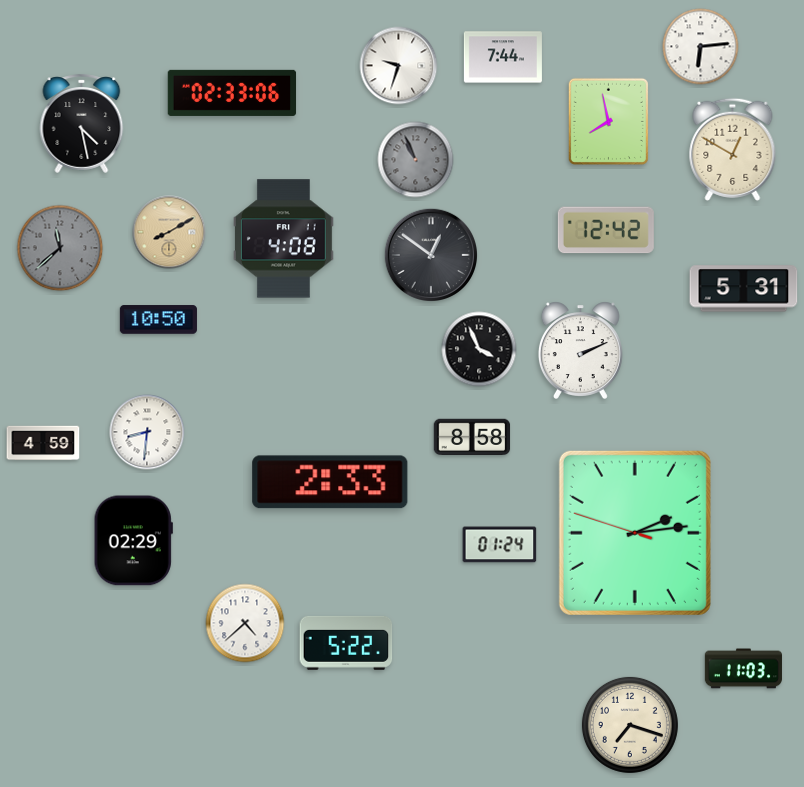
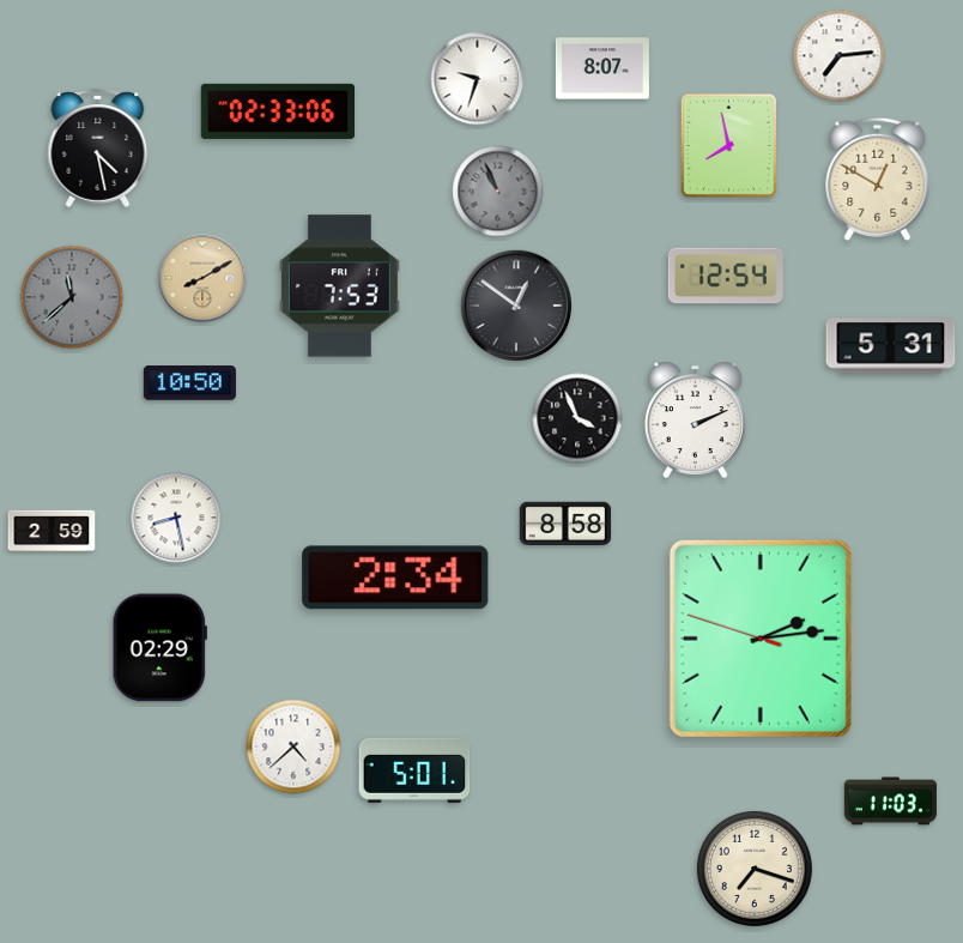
clock at (701, 47): 6:14 -> 7:14
clock at (503, 57): 7:44 -> 8:07
clock at (606, 230): 12:42 -> 12:54
clock at (283, 239): 4:08 -> 7:53
clock at (479, 349) position: (479, 349) -> (577, 418)
clock at (147, 432): 8:31 -> 8:28
clock at (43, 443): 4:59 -> 2:59
clock at (330, 482): 2:33 -> 2:34
clock at (500, 545): 01:24 -> none
clock at (346, 643): 5:22 -> 5:01
